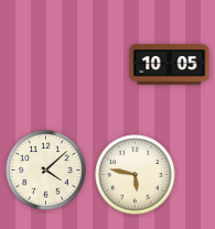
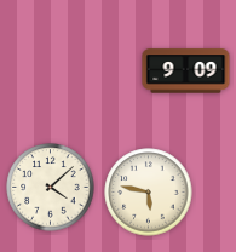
clock at (170, 65): 10:05 -> 9:09
